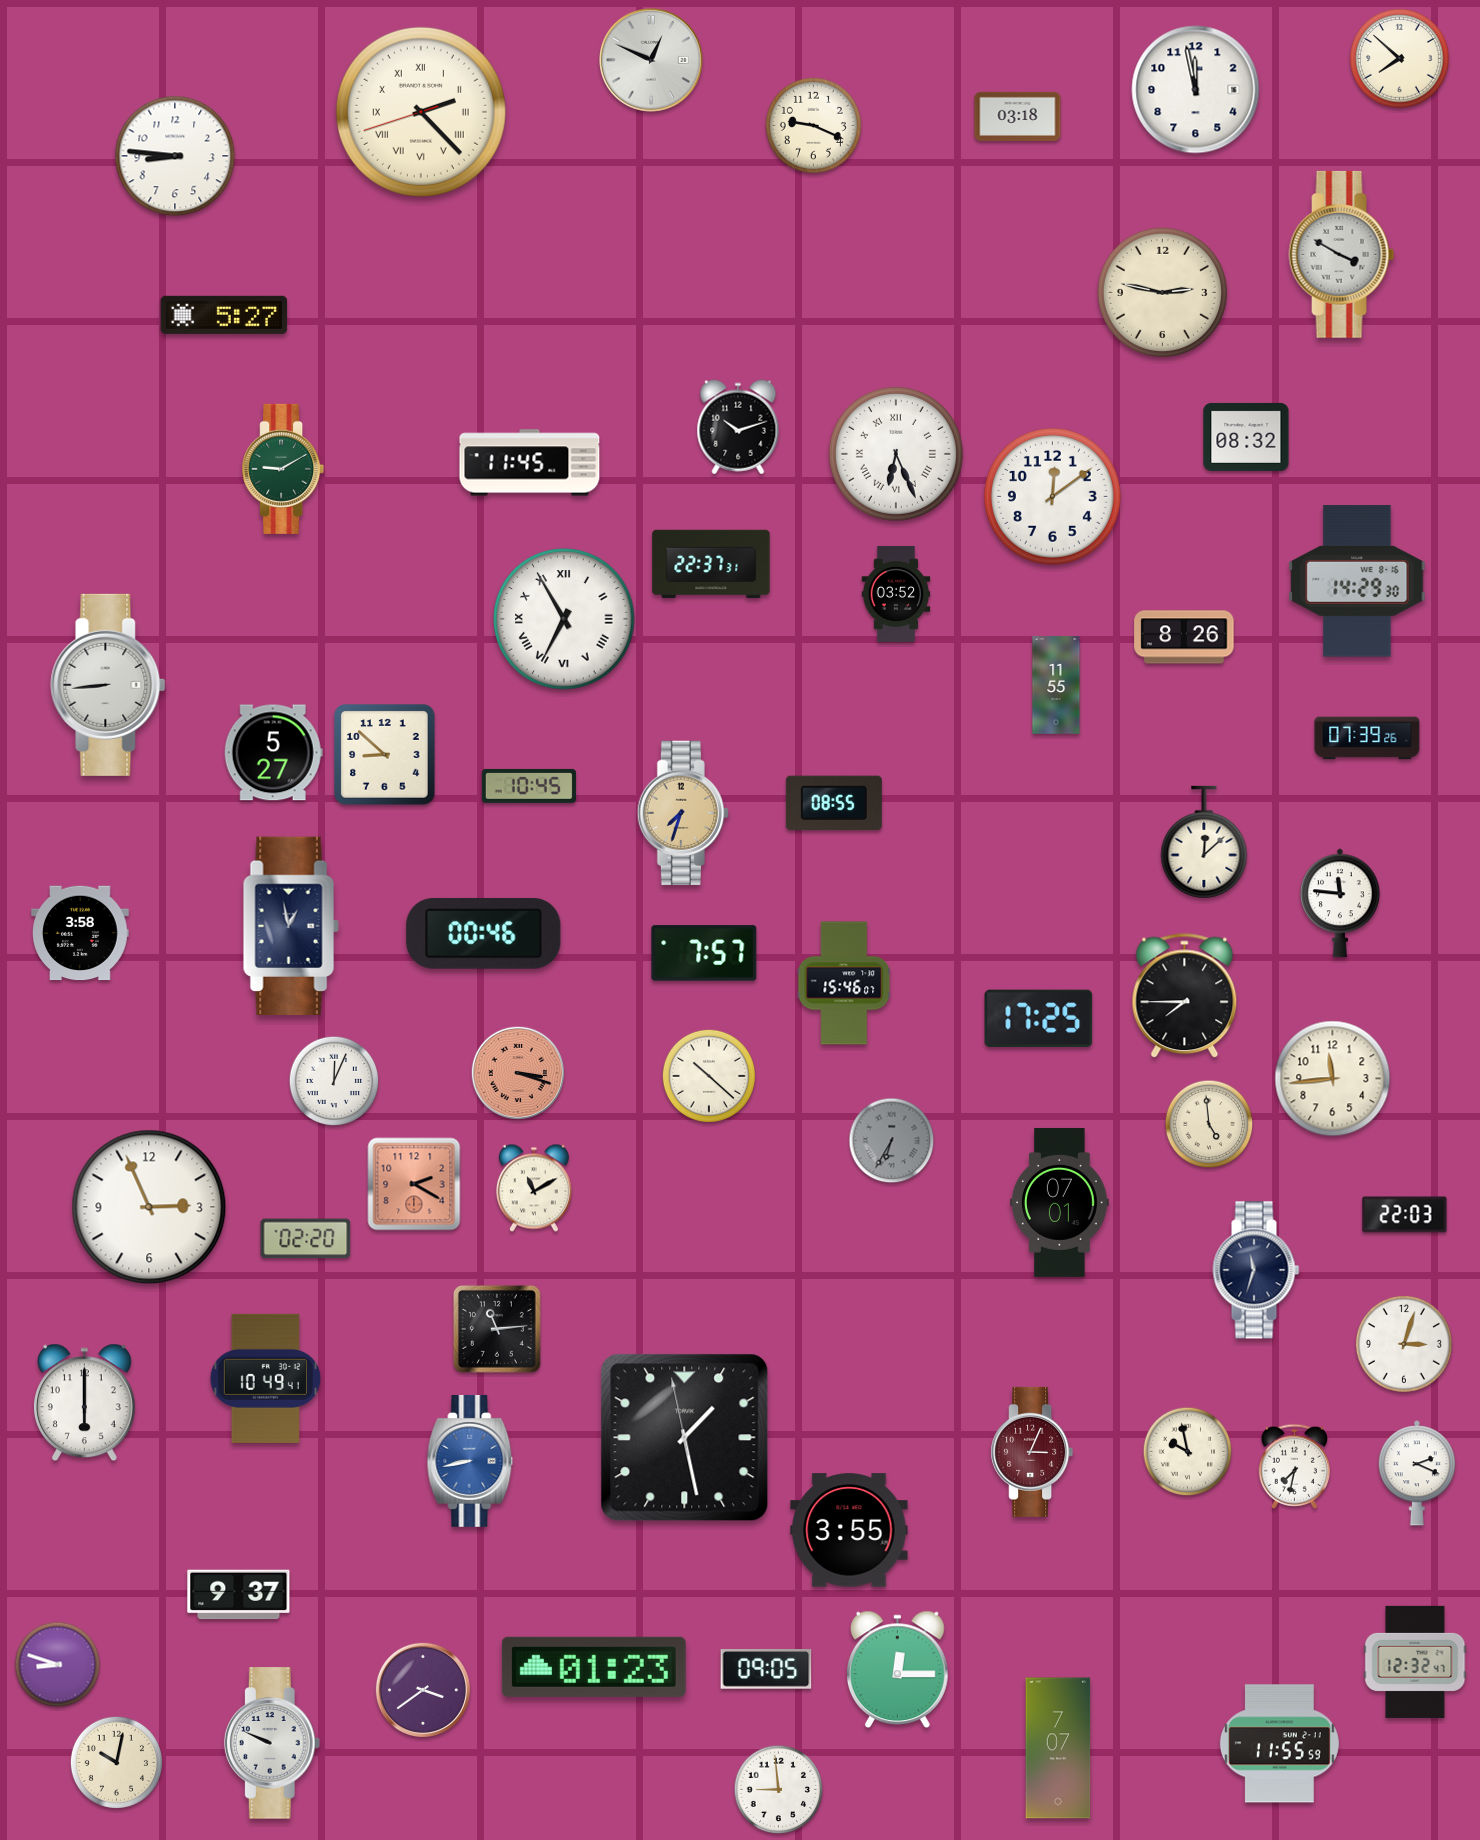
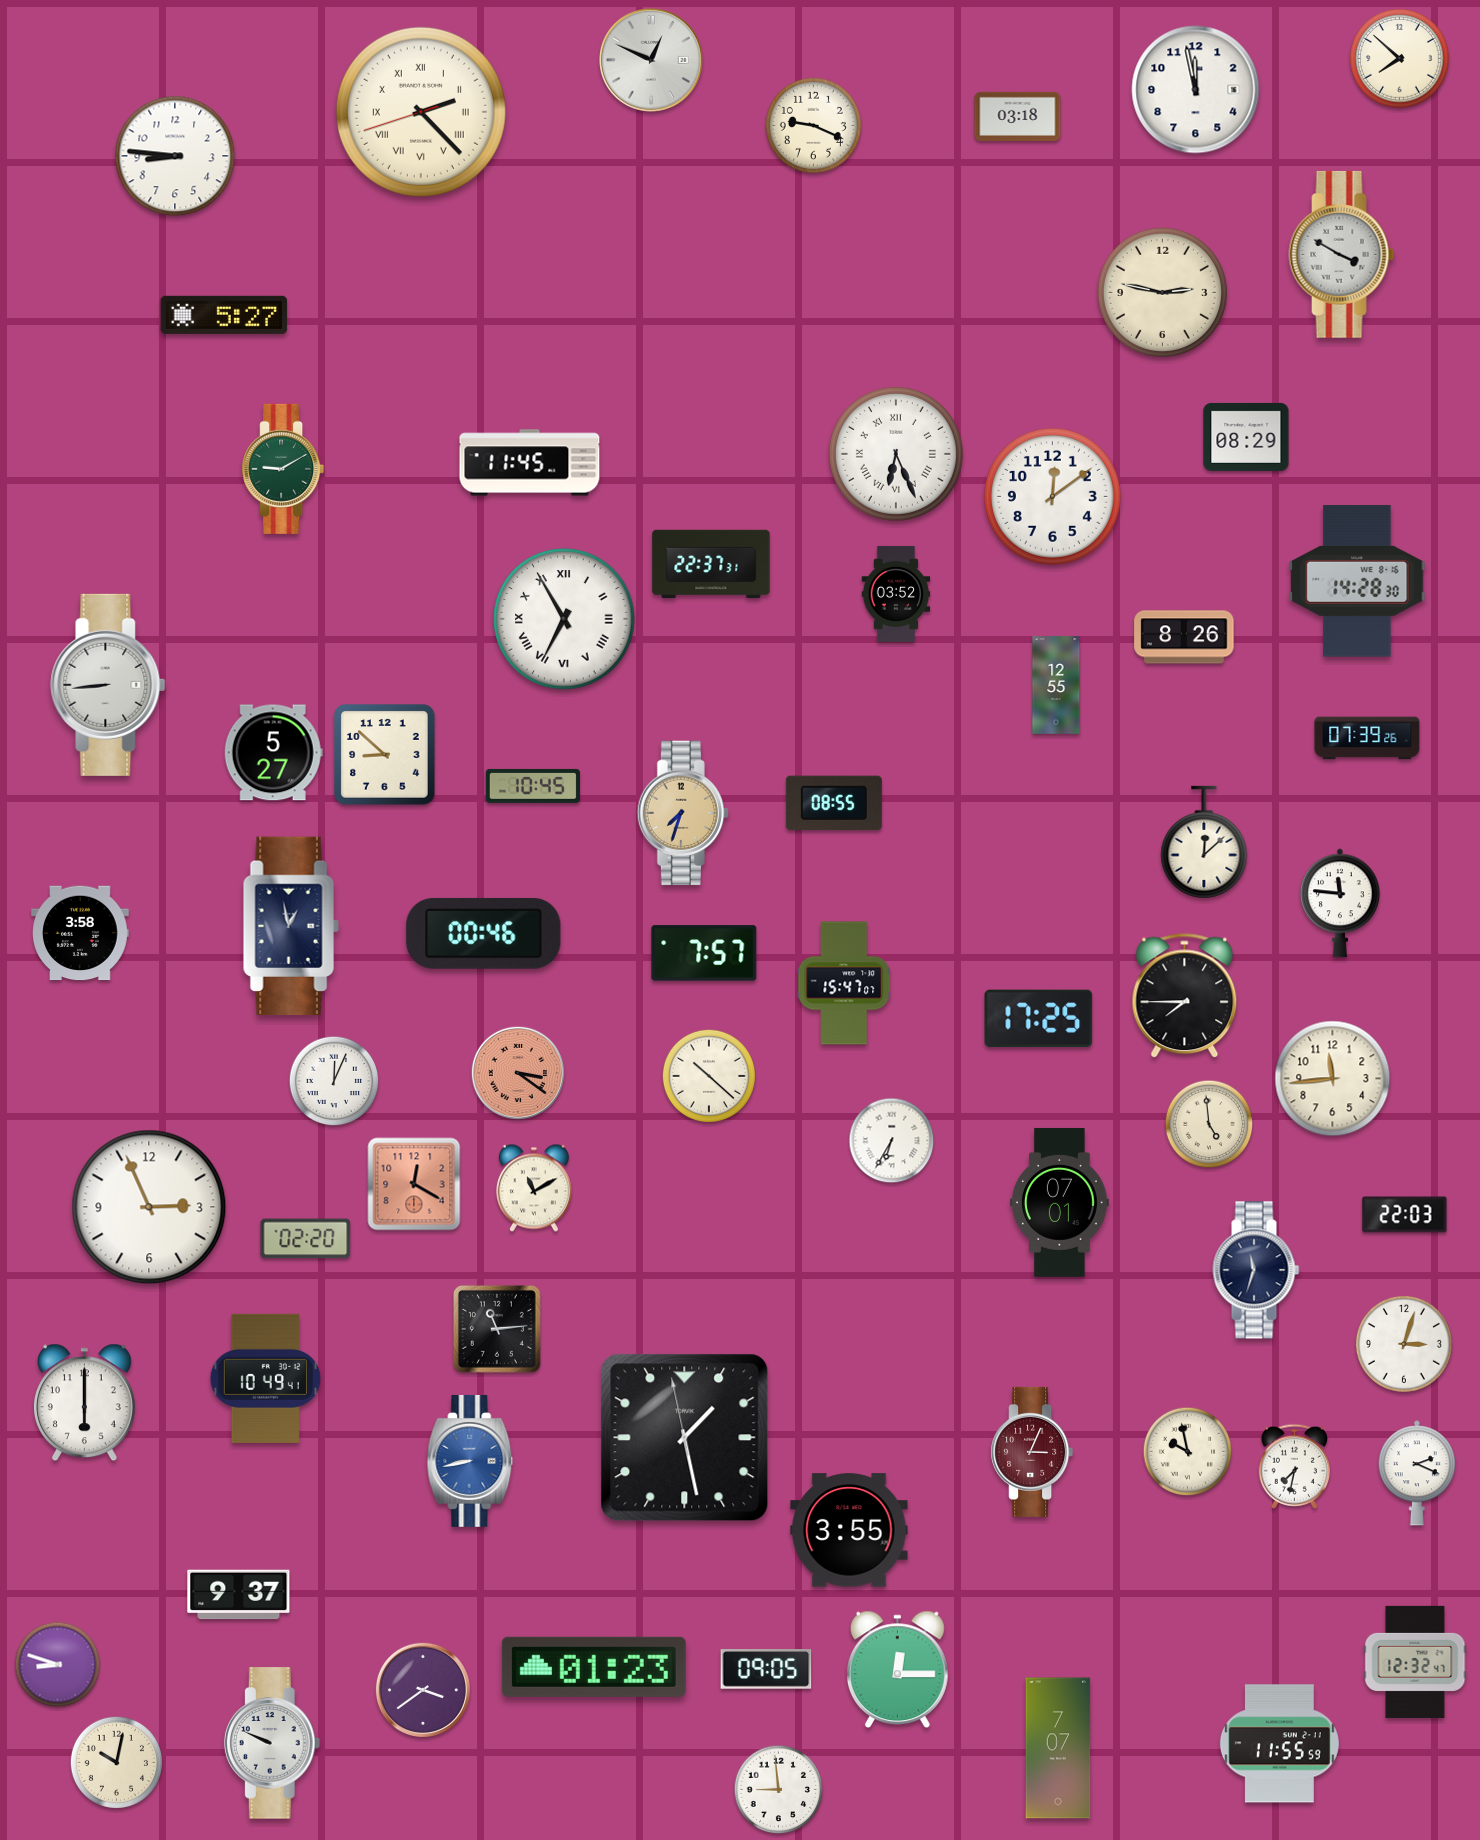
clock at (738, 427): 10:12 -> none
clock at (1246, 437): 08:32 -> 08:29
clock at (1357, 581): 14:29 -> 14:28
clock at (1056, 685): 11:55 -> 12:55
clock at (529, 786) position: (529, 786) -> (533, 786)
clock at (844, 983): 15:46 -> 15:47
clock at (517, 1072): 3:18 -> 3:21
clock at (892, 1141) dial: grey -> white
clock at (414, 1184): 2:20 -> 12:20
